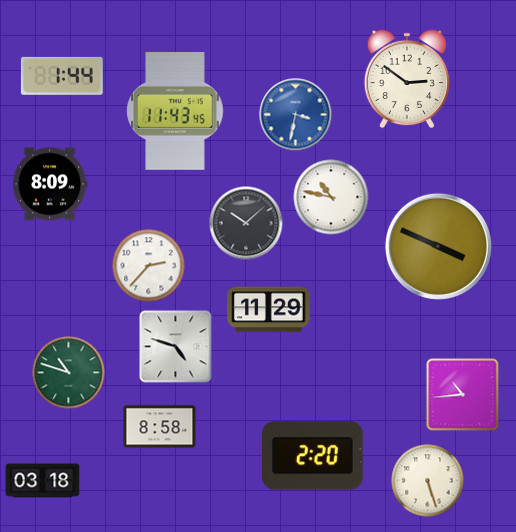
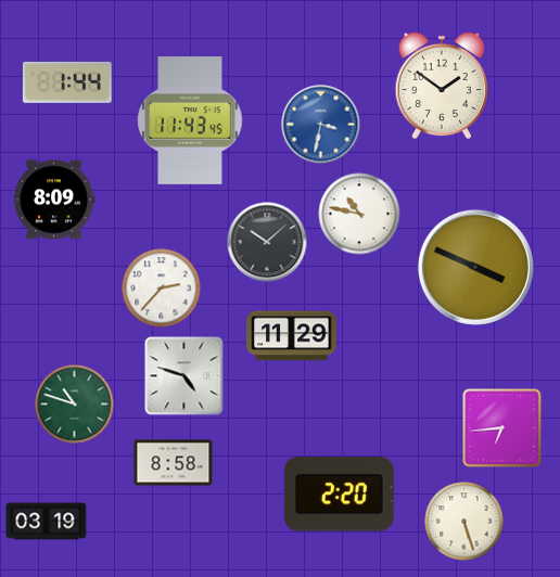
clock at (407, 79): 2:51 -> 1:51
clock at (176, 347) position: (176, 347) -> (184, 376)
clock at (463, 395): 10:44 -> 6:44
clock at (43, 481): 03:18 -> 03:19
